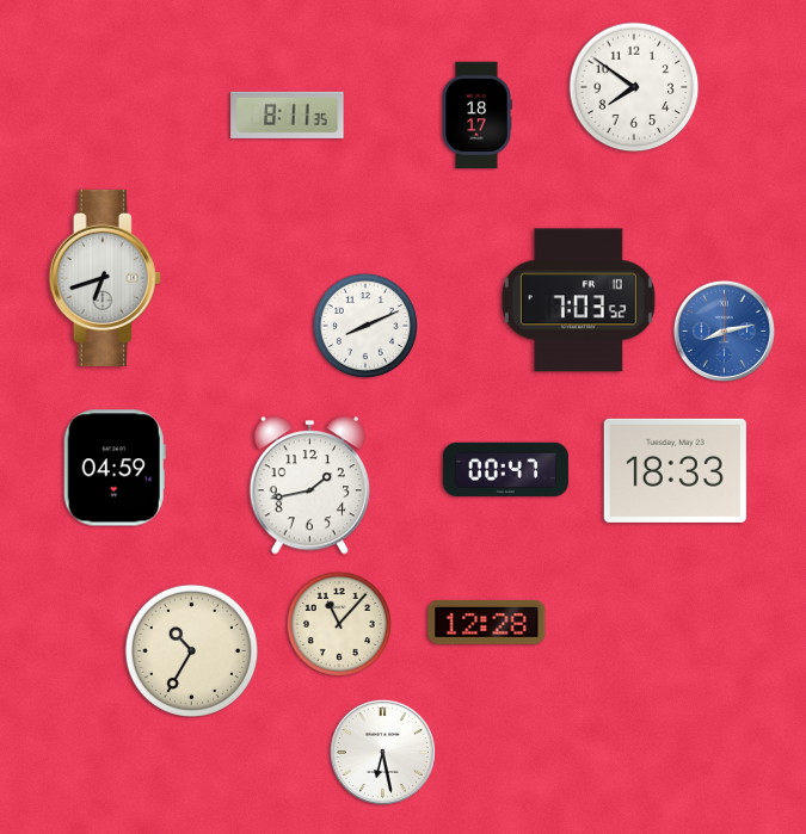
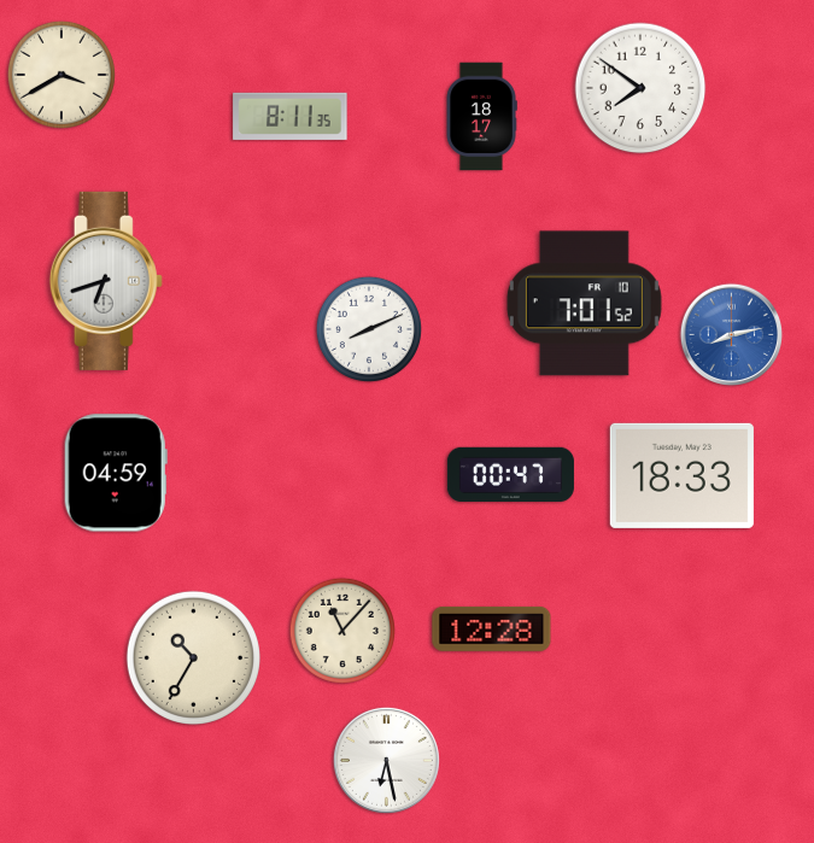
clock at (62, 75): none -> 3:40
clock at (578, 301): 7:03 -> 7:01
clock at (309, 486): 1:43 -> none
